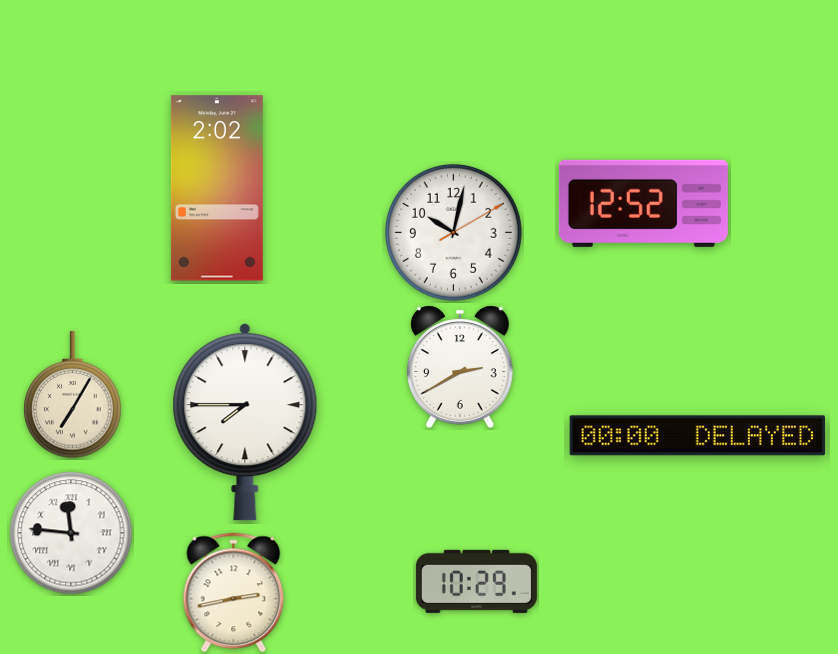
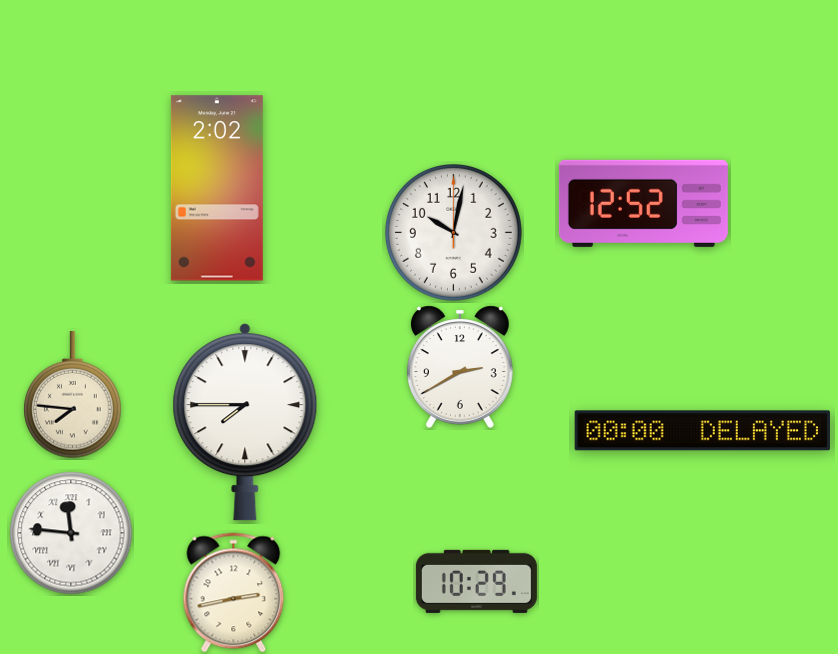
clock at (453, 232): 10:02:10 -> 10:02:00
clock at (73, 395): 7:05 -> 7:46
clock at (697, 436) position: (697, 436) -> (702, 431)
